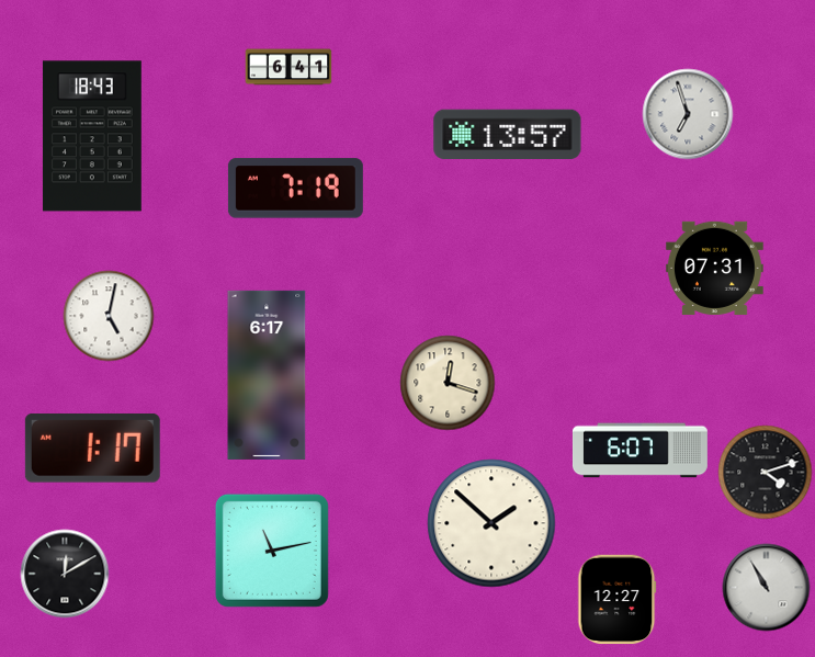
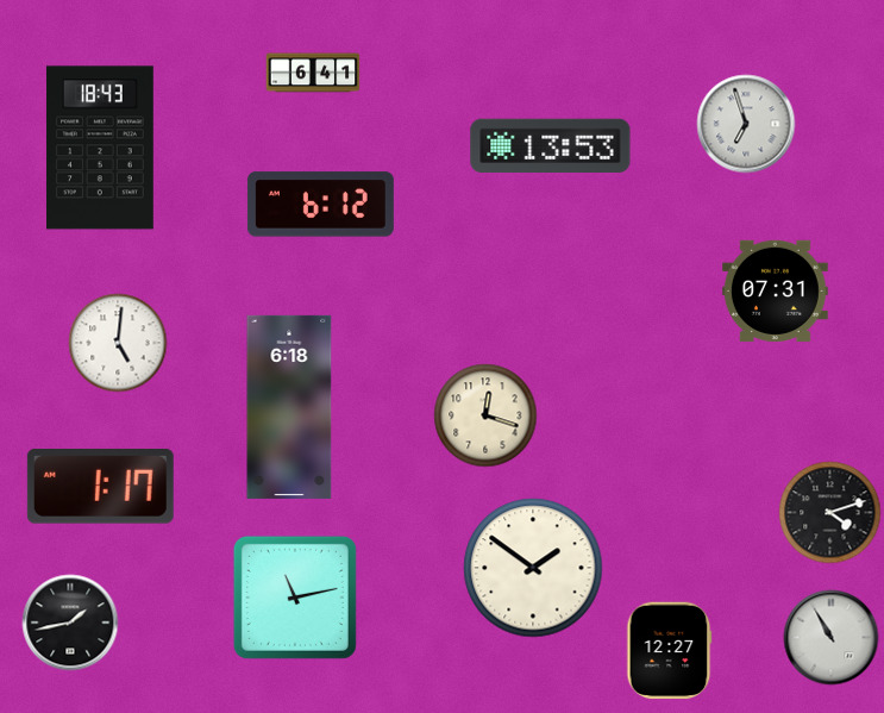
clock at (508, 135): 13:57 -> 13:53
clock at (295, 189): 7:19 -> 6:12
clock at (109, 316): 5:02 -> 5:01
clock at (267, 375): 6:17 -> 6:18
clock at (639, 451): 6:07 -> none
clock at (491, 523): 1:52 -> 1:51
clock at (65, 574): 12:10 -> 1:43
